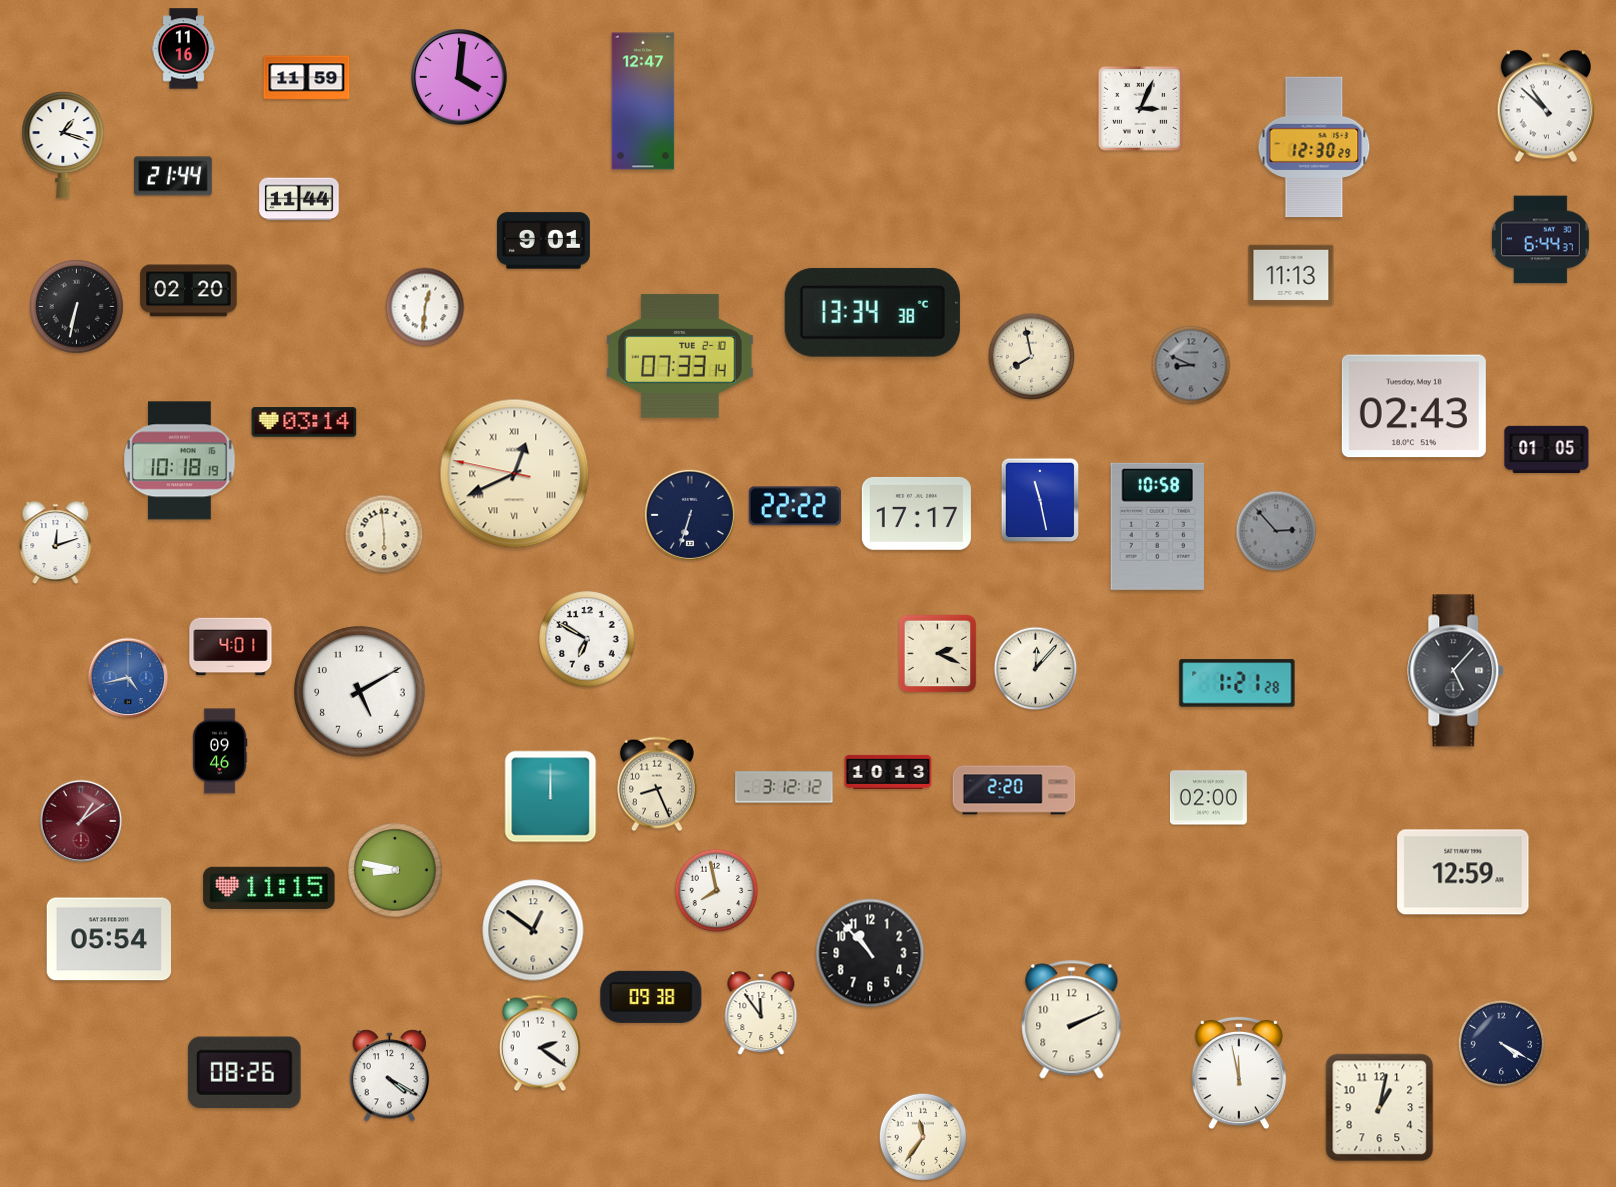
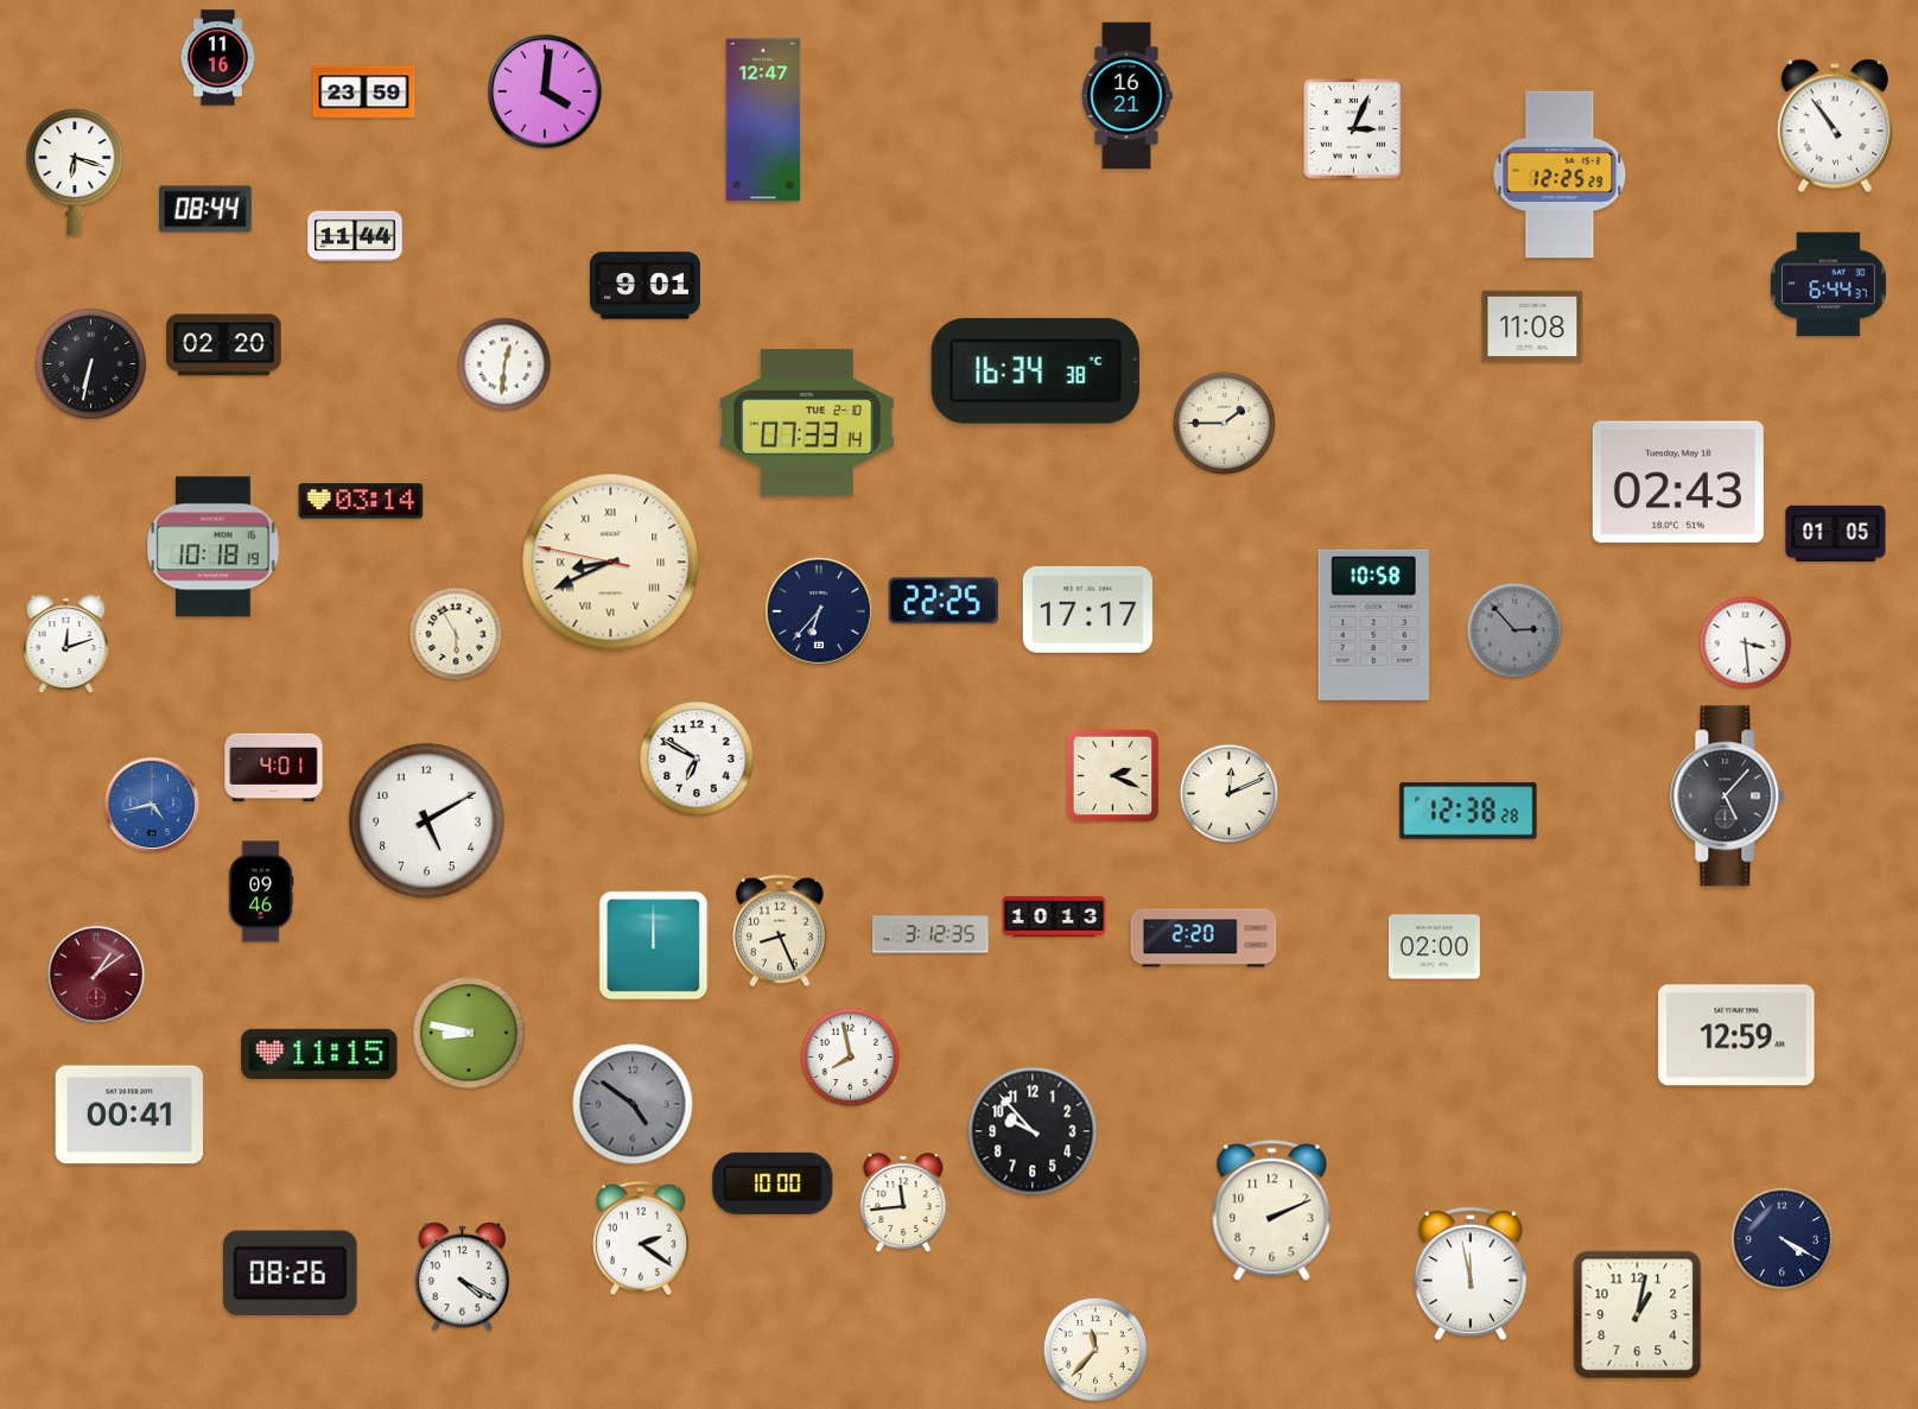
clock at (307, 78): 11:59 -> 23:59
clock at (1126, 96): none -> 16:21
clock at (1546, 106): 10:52 -> 10:54
clock at (63, 145): 1:18 -> 6:18
clock at (1314, 147): 12:30 -> 12:25
clock at (174, 176): 21:44 -> 08:44
clock at (1291, 275): 11:13 -> 11:08
clock at (872, 312): 13:34 -> 16:34
clock at (1031, 356): 7:58 -> 1:45
clock at (1191, 365): 8:49 -> none
clock at (515, 474): 12:40 -> 8:40
clock at (1040, 500): 11:28 -> none
clock at (795, 506): 22:22 -> 22:25
clock at (690, 515): 6:33 -> 6:37
clock at (384, 534): 5:59 -> 5:55
clock at (1746, 643): none -> 3:29
clock at (1036, 669): 12:07 -> 12:11
clock at (1237, 683): 1:21 -> 12:38
clock at (784, 787): 3:12:12 -> 3:12:35
clock at (533, 930): 12:51 -> 4:51
clock at (533, 930) dial: cream -> grey
clock at (108, 939): 05:54 -> 00:41
clock at (870, 953): 10:53 -> 9:53
clock at (651, 997): 09:38 -> 10:00
clock at (761, 1014): 11:54 -> 11:44
clock at (923, 1137): 11:36 -> 11:37
